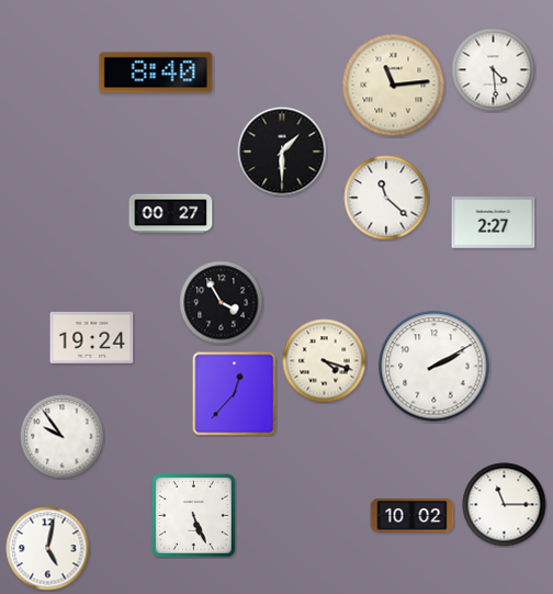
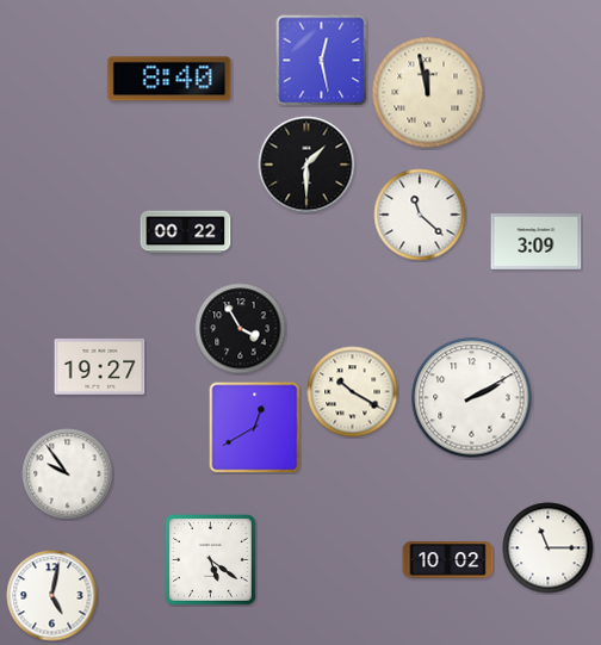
clock at (322, 61): none -> 12:28
clock at (494, 70): 4:29 -> none
clock at (394, 86): 11:14 -> 11:58
clock at (171, 214): 00:27 -> 00:22
clock at (494, 223): 2:27 -> 3:09
clock at (92, 337): 19:24 -> 19:27
clock at (325, 361): 4:18 -> 10:20
clock at (235, 394): 12:37 -> 12:40
clock at (193, 515): 5:26 -> 5:21
